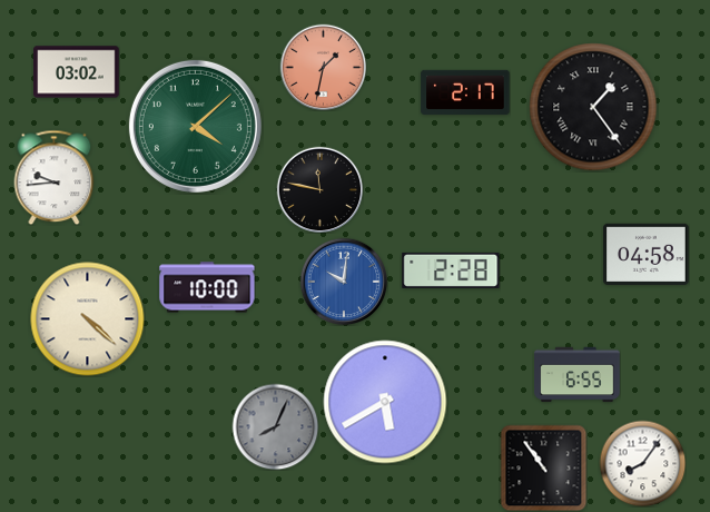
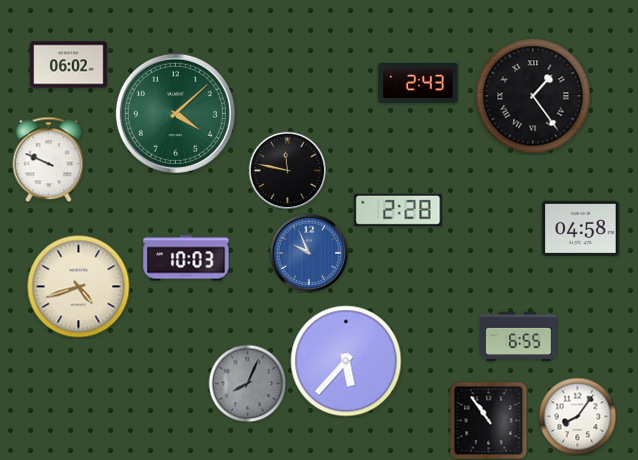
clock at (323, 67): 1:32 -> none
clock at (77, 72): 03:02 -> 06:02
clock at (465, 92): 2:17 -> 2:43
clock at (55, 177): 9:44 -> 9:49
clock at (451, 270) position: (451, 270) -> (398, 210)
clock at (344, 282): 10:01 -> 9:56
clock at (207, 287): 10:00 -> 10:03
clock at (88, 319): 4:22 -> 4:42
clock at (385, 402): 5:40 -> 5:37
